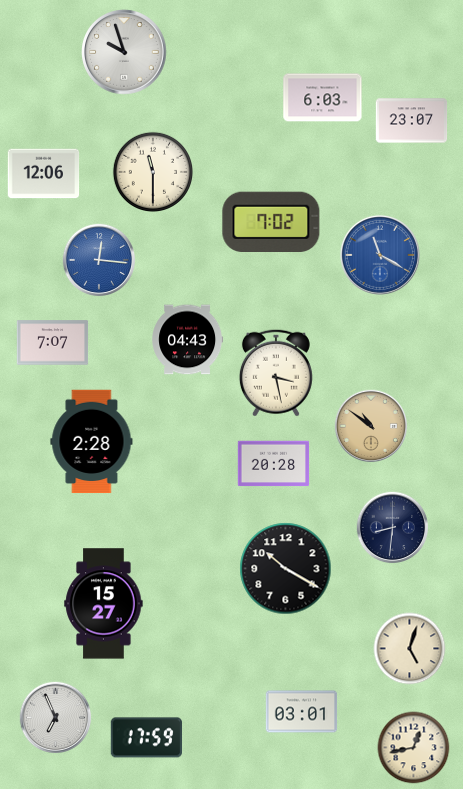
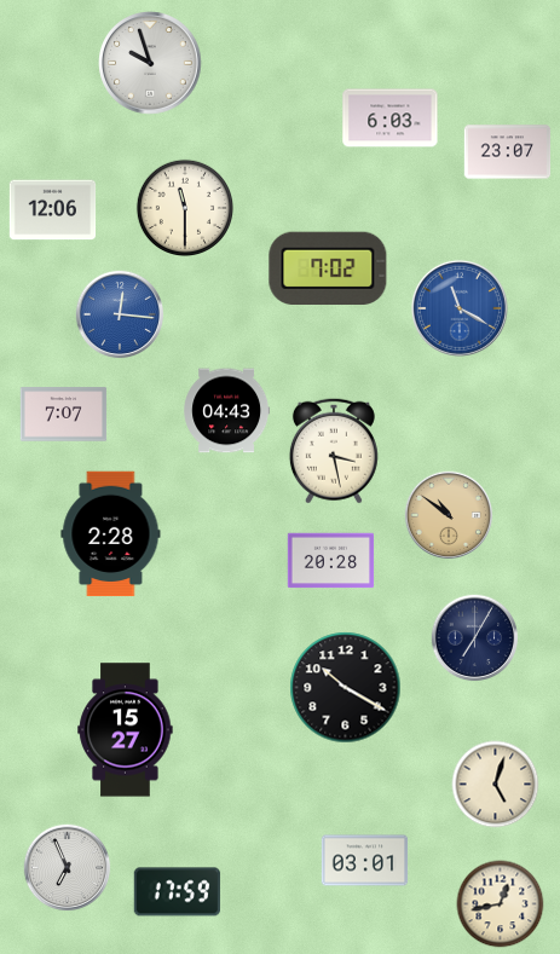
clock at (412, 121) position: (412, 121) -> (508, 152)
clock at (393, 528): 8:31 -> 7:05
